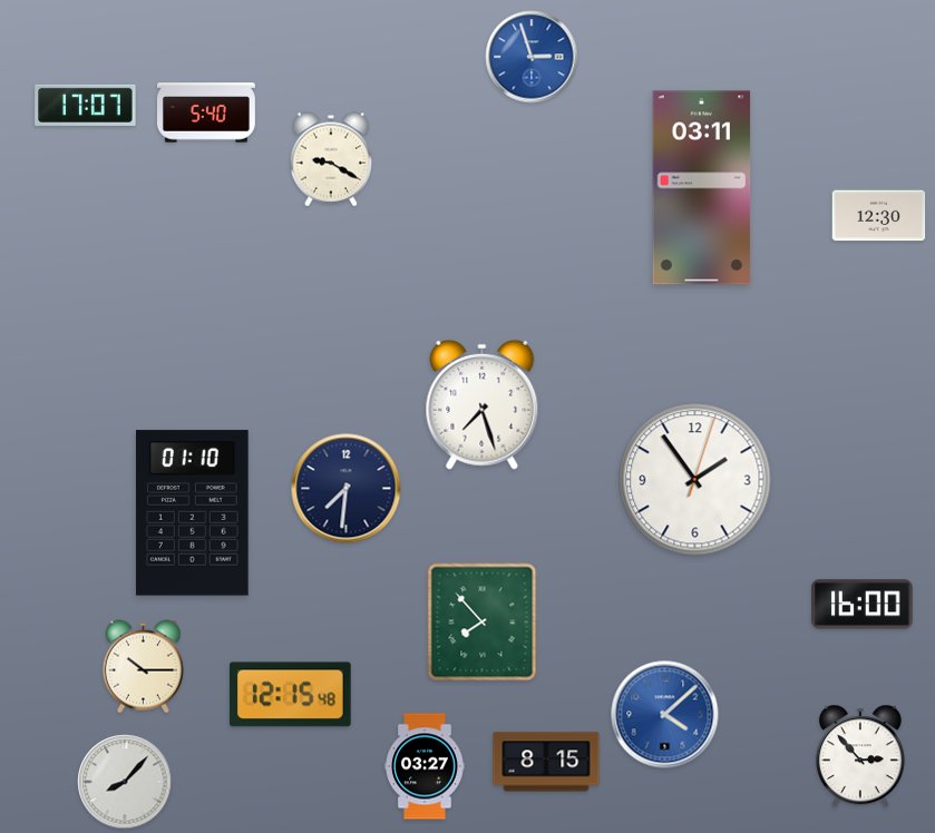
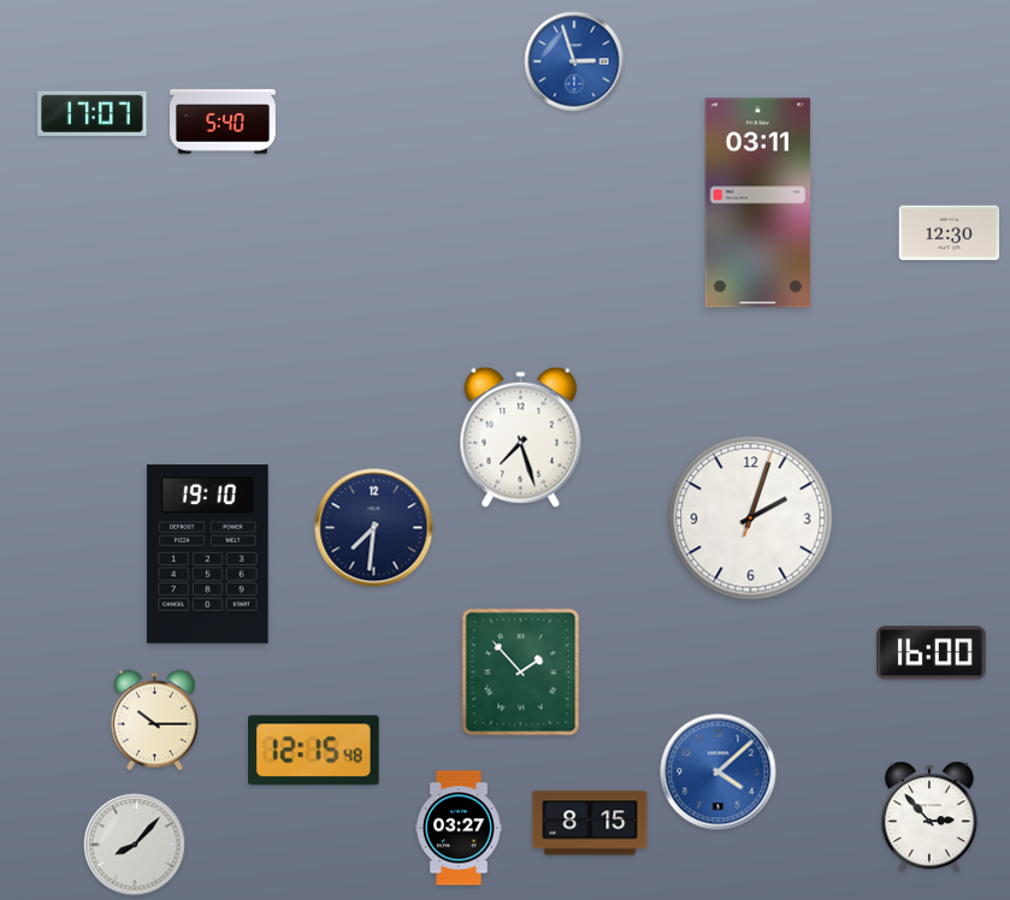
clock at (330, 159): 9:20 -> none
clock at (695, 480): 1:54 -> 2:03
clock at (192, 513): 01:10 -> 19:10
clock at (483, 623): 7:53 -> 1:53
